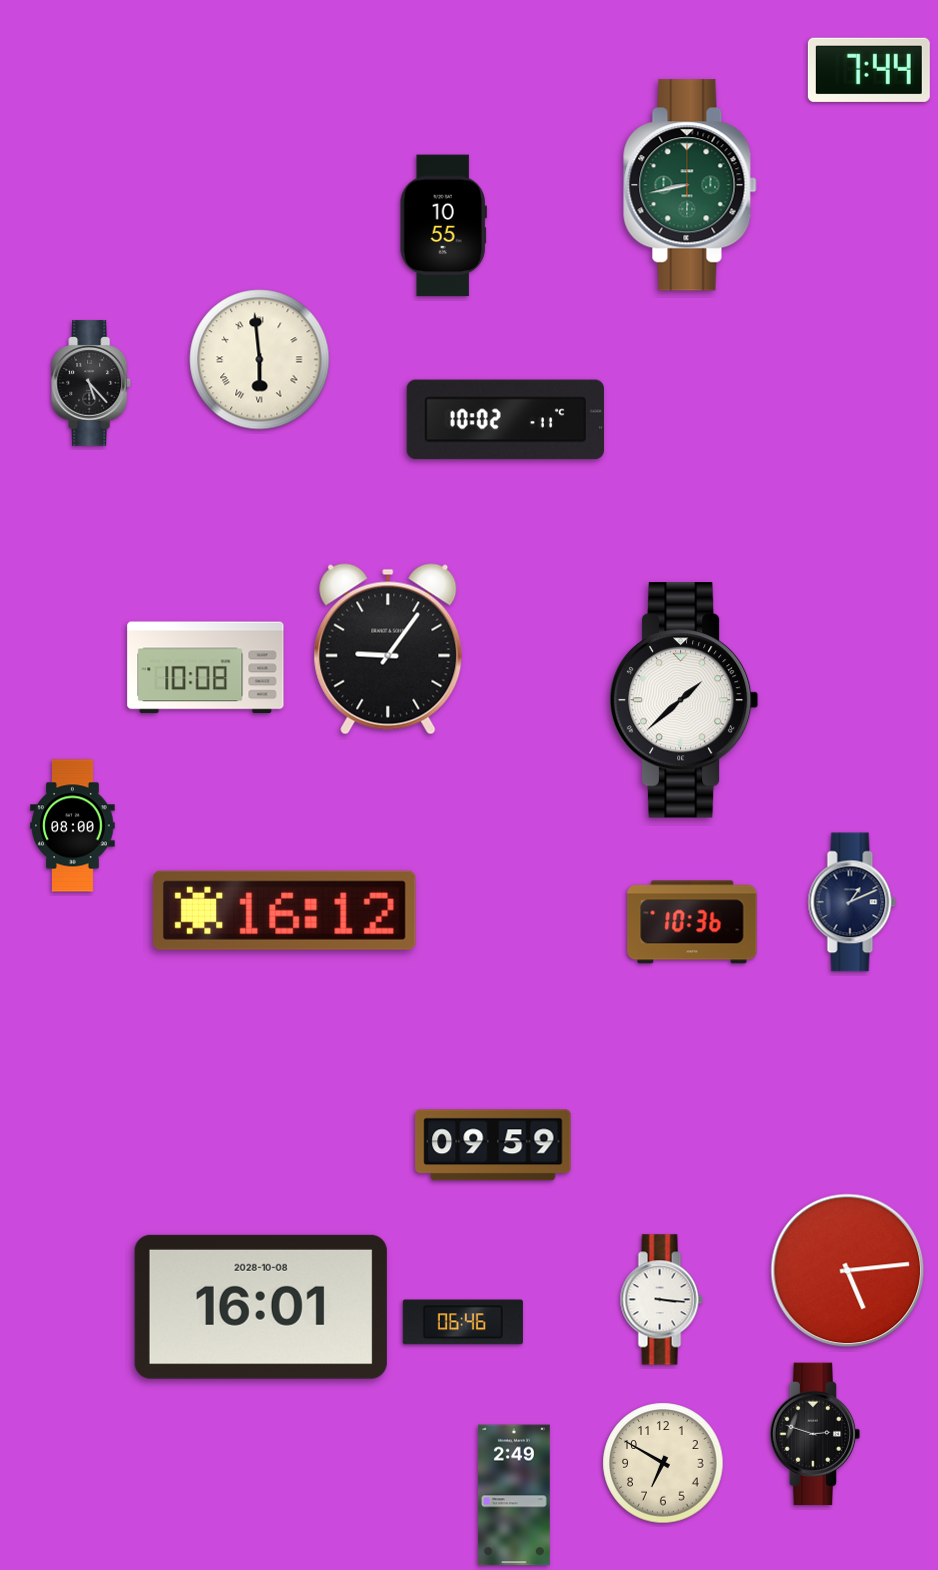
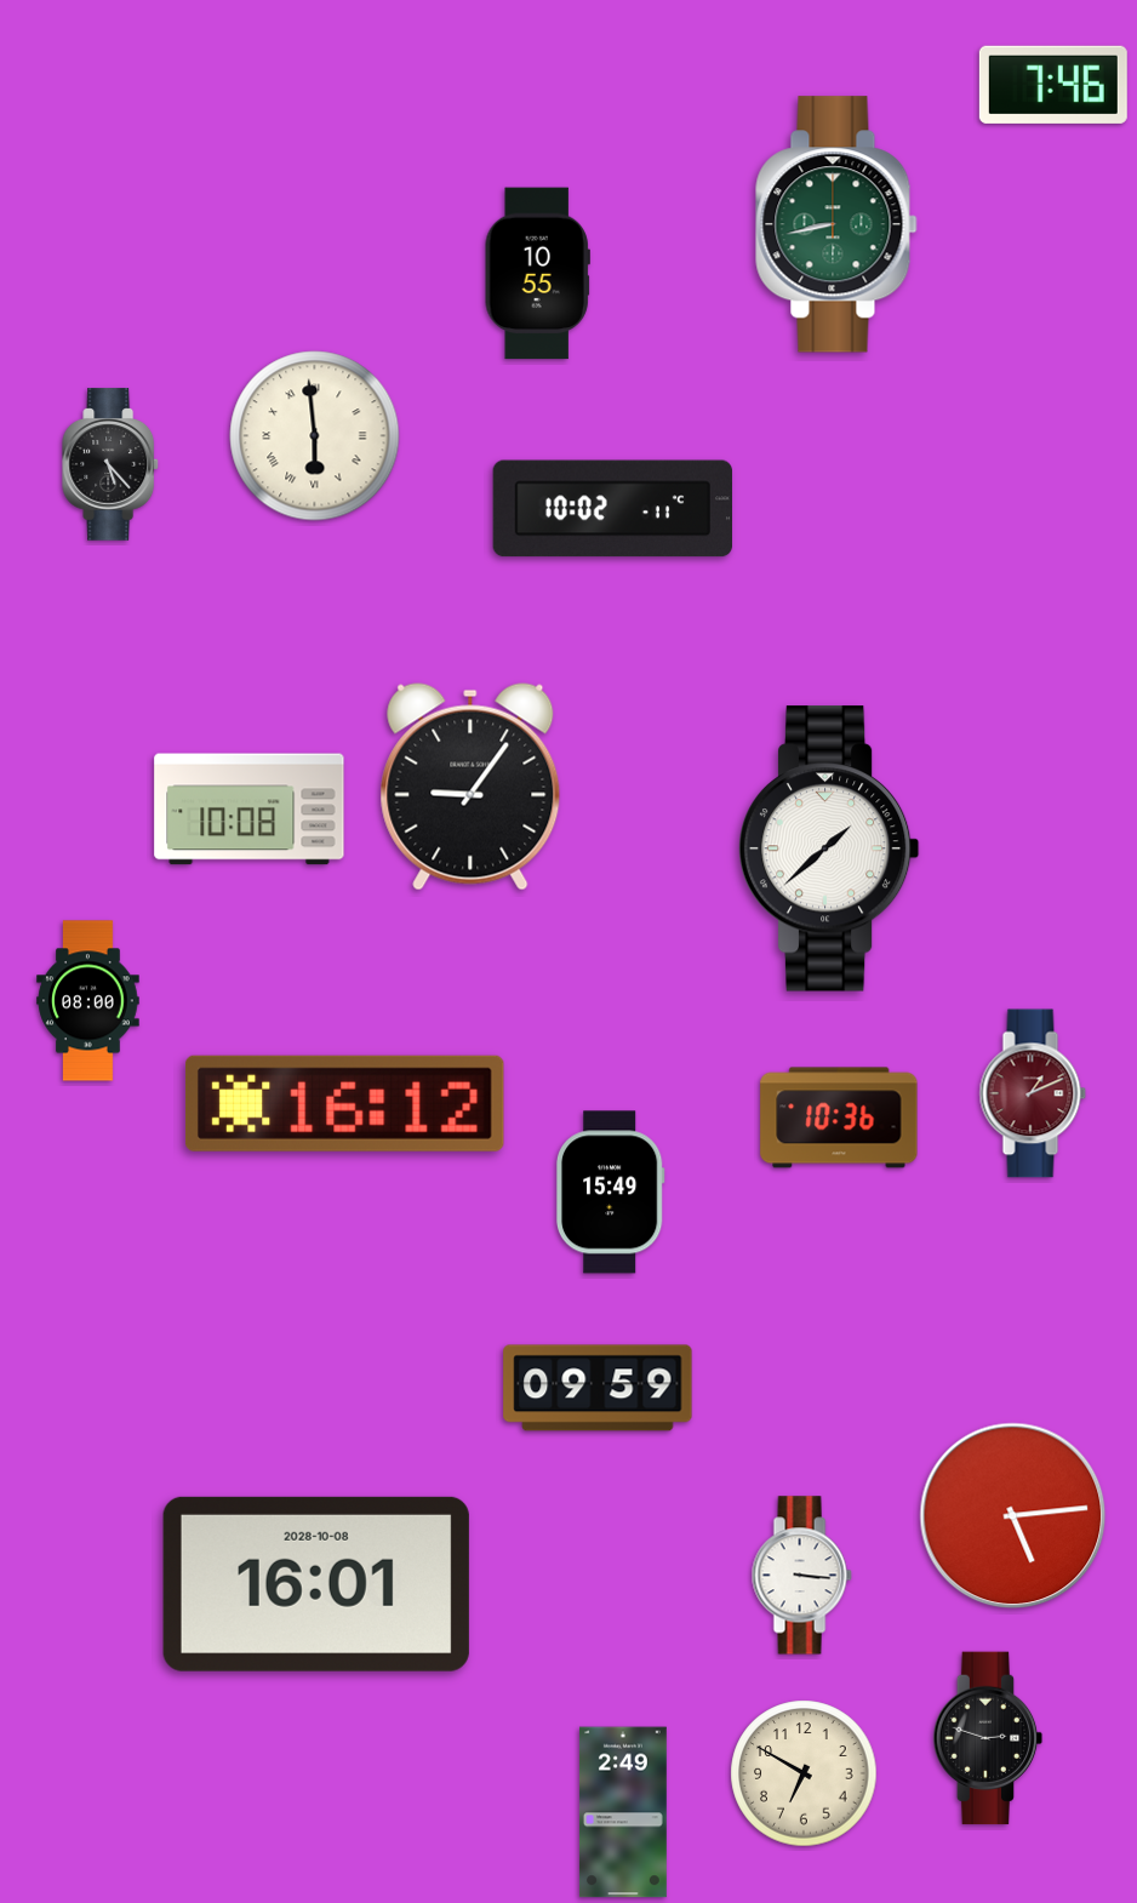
clock at (869, 70): 7:44 -> 7:46
clock at (852, 902) dial: navy -> burgundy
clock at (610, 1193): none -> 15:49
clock at (848, 1271) position: (848, 1271) -> (1013, 1516)
clock at (463, 1322): 06:46 -> none
